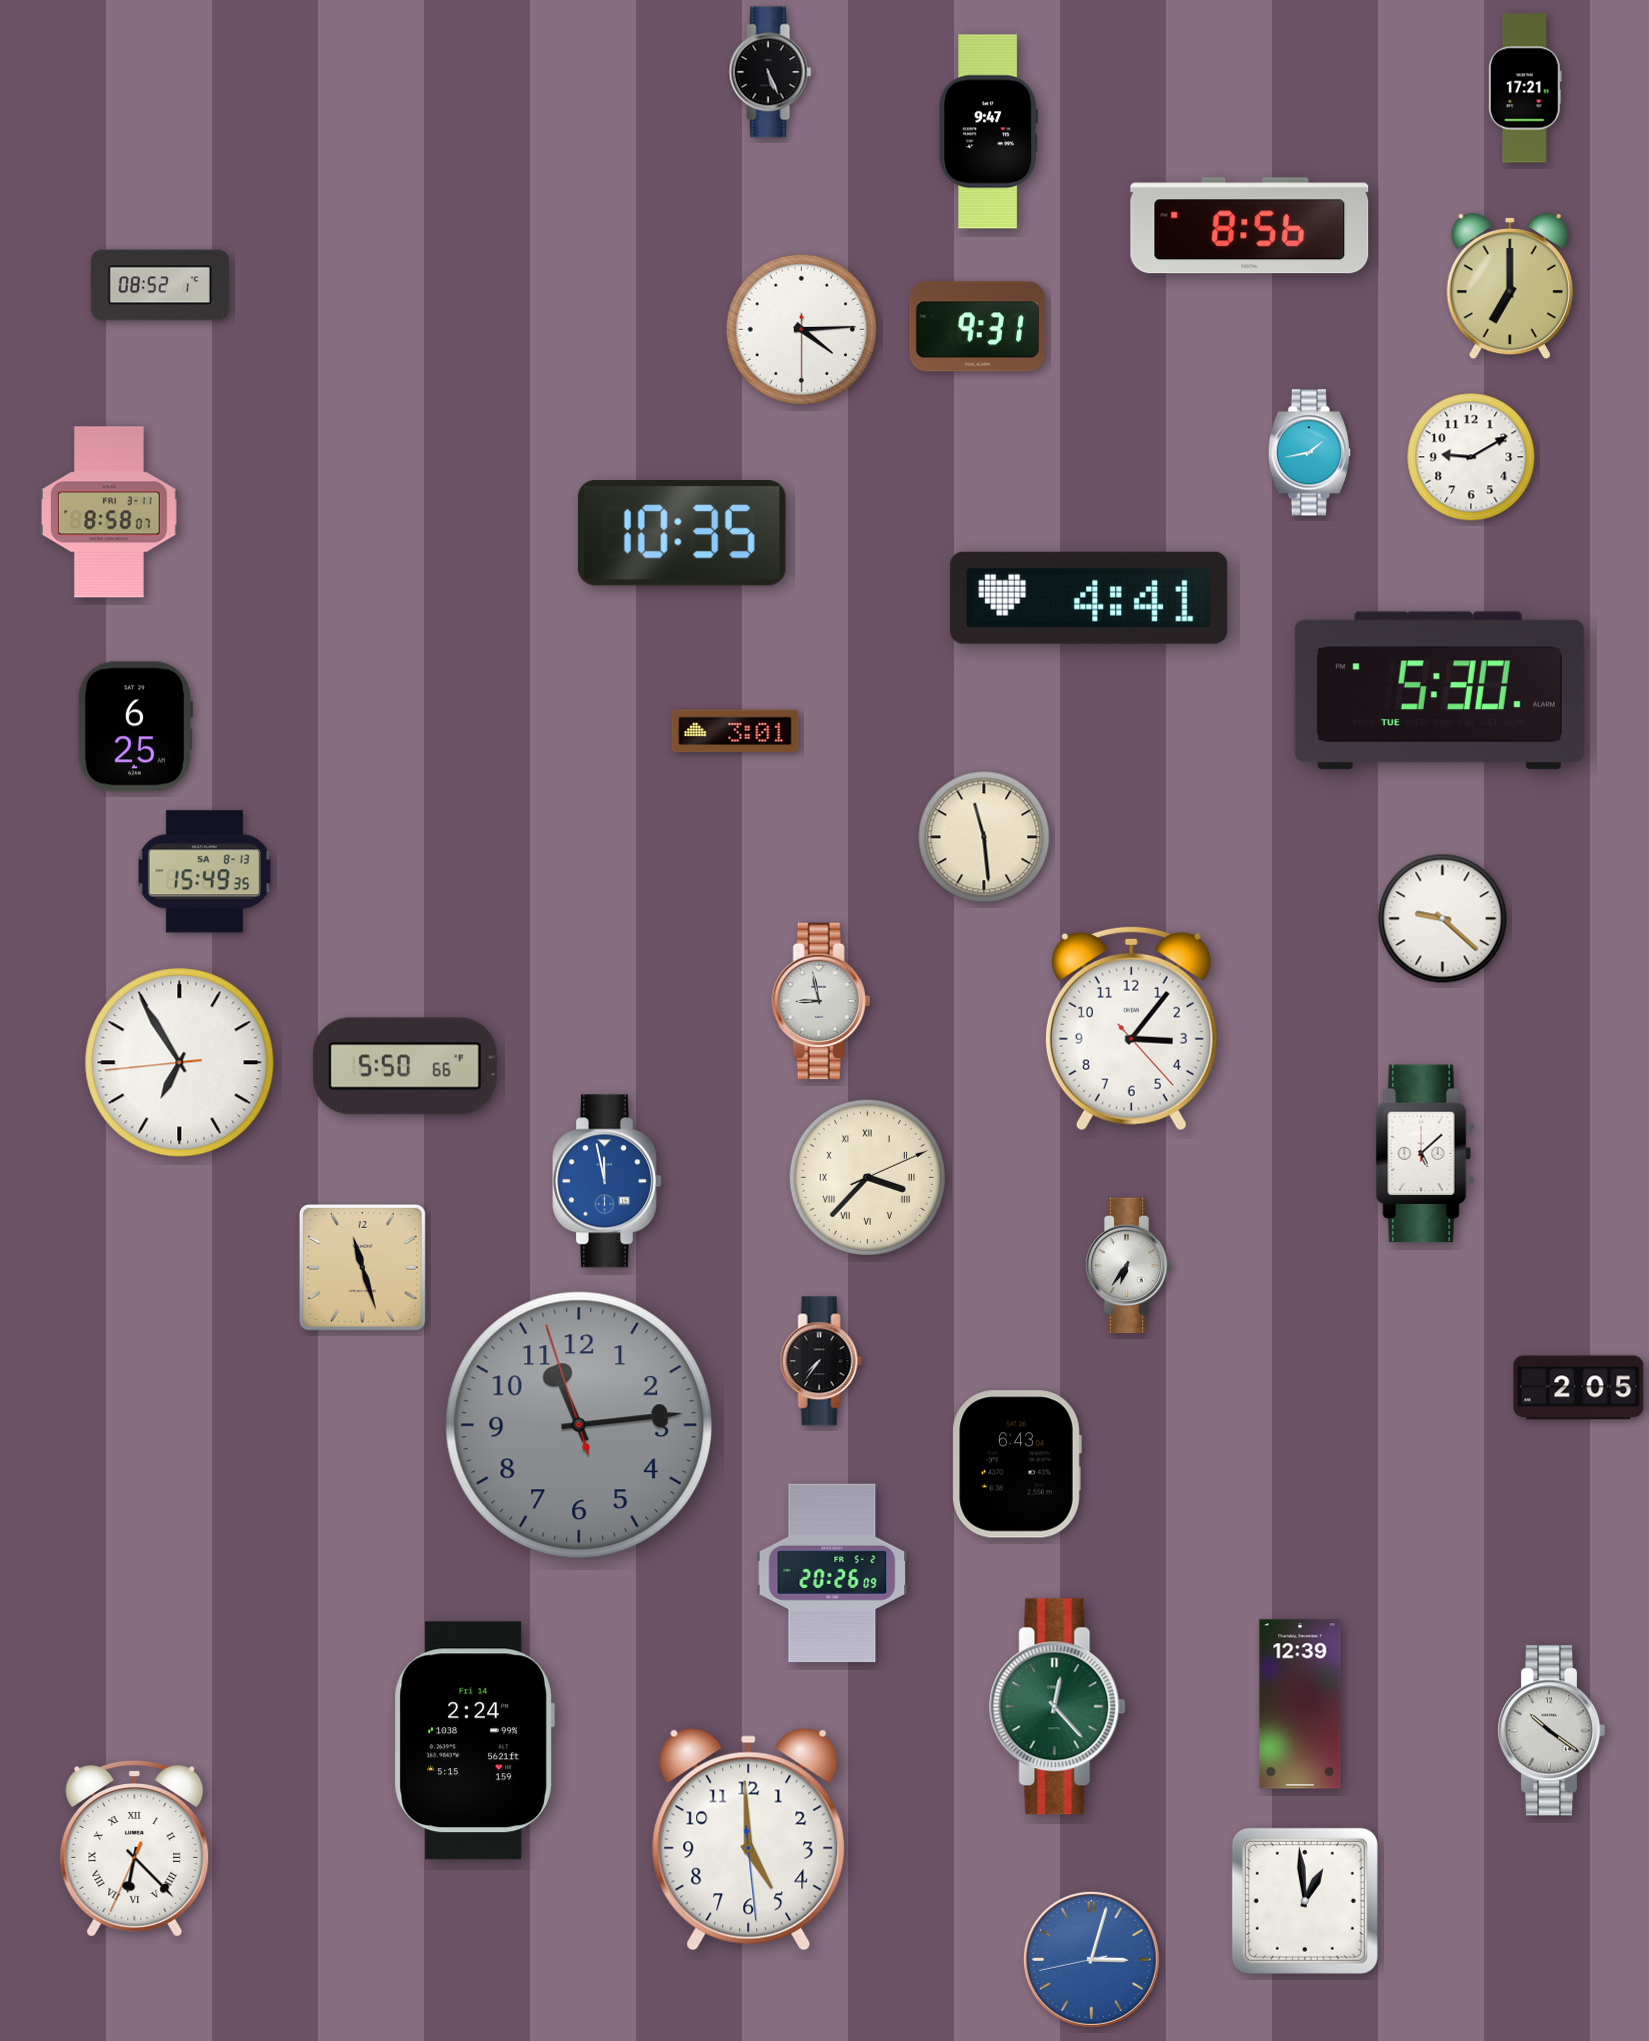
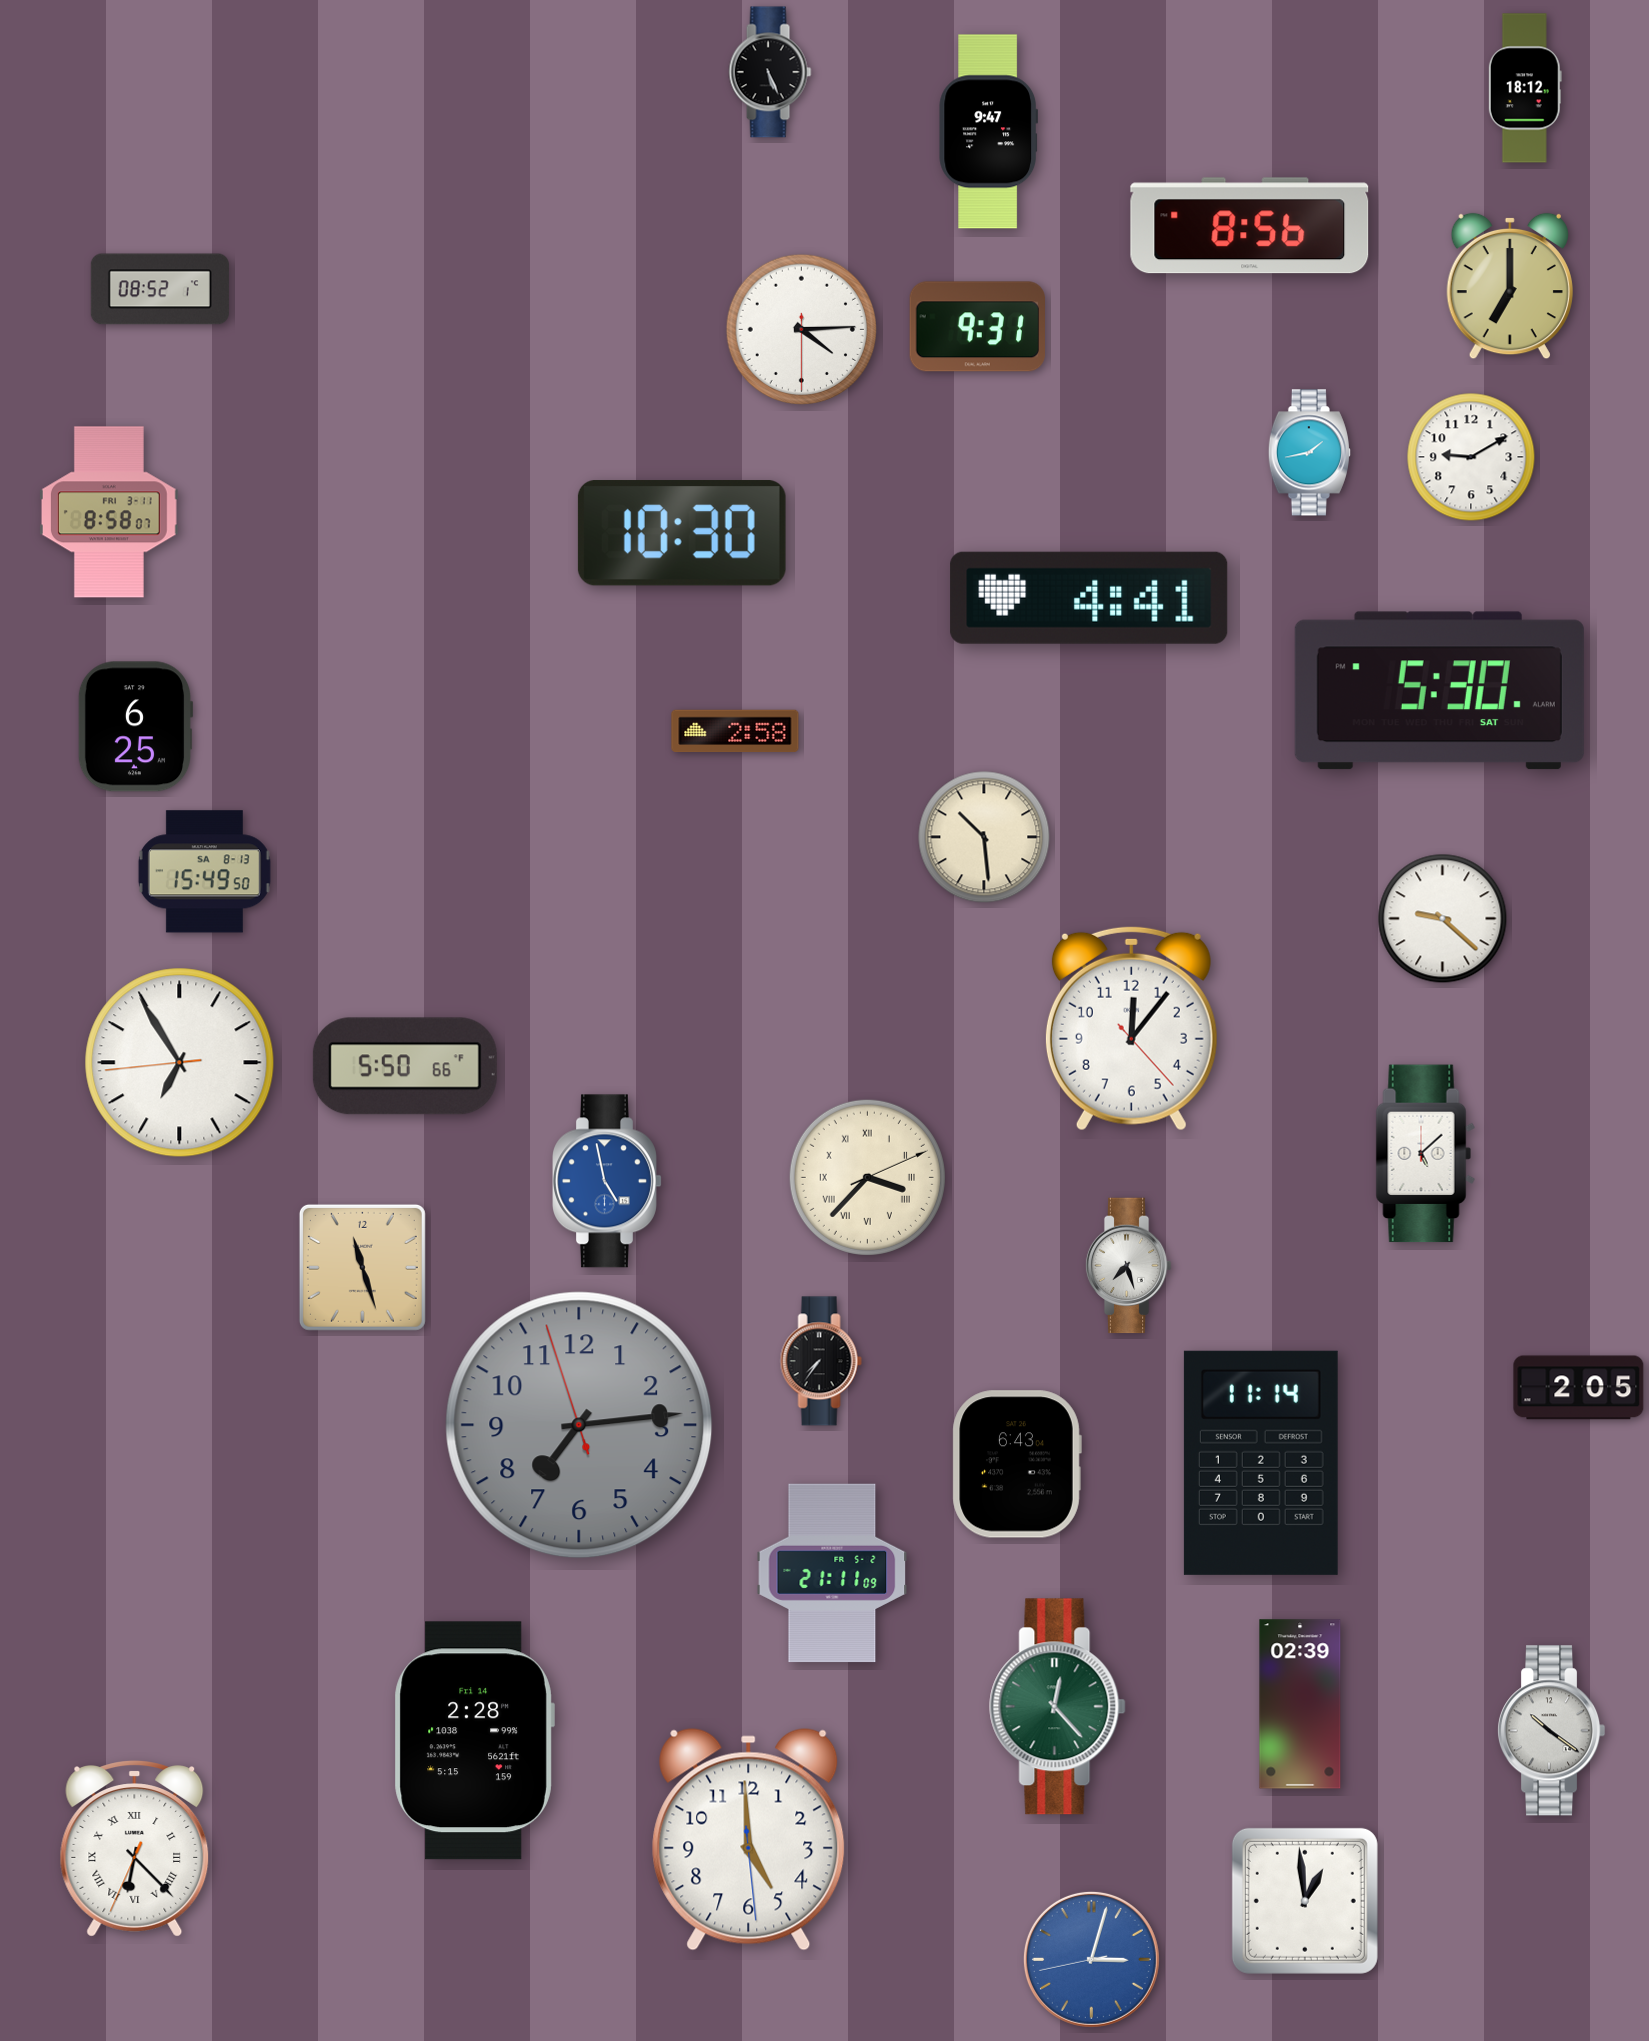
clock at (1525, 88): 17:21 -> 18:12
clock at (160, 285) position: (160, 285) -> (160, 289)
clock at (682, 534): 10:35 -> 10:30
clock at (1439, 691) date: TUE -> SAT
clock at (735, 731): 3:01 -> 2:58
clock at (984, 837): 11:29 -> 10:29
clock at (204, 872): 15:49:35 -> 15:49:50
clock at (821, 1001): 8:58 -> none
clock at (1131, 1028): 3:06 -> 12:06
clock at (608, 1181): 11:58 -> 4:58
clock at (1128, 1266): 6:36 -> 7:27
clock at (579, 1425): 11:13 -> 7:13
clock at (1261, 1463): none -> 11:14
clock at (832, 1573): 20:26 -> 21:11
clock at (1300, 1704): 12:39 -> 02:39
clock at (474, 1741): 2:24 -> 2:28
